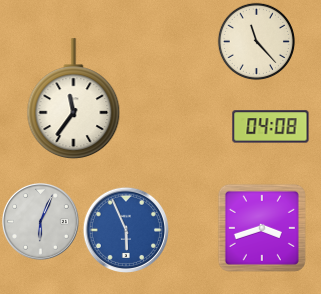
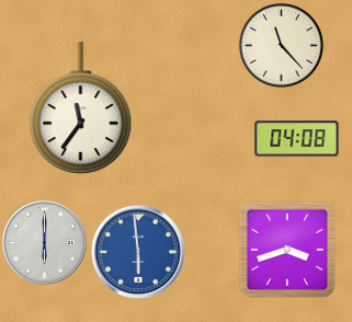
clock at (40, 221): 6:04 -> 6:00
clock at (125, 229): 5:56 -> 5:59
